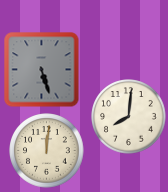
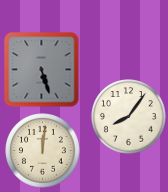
clock at (129, 117): 8:01 -> 8:06
clock at (47, 151) position: (47, 151) -> (43, 151)
